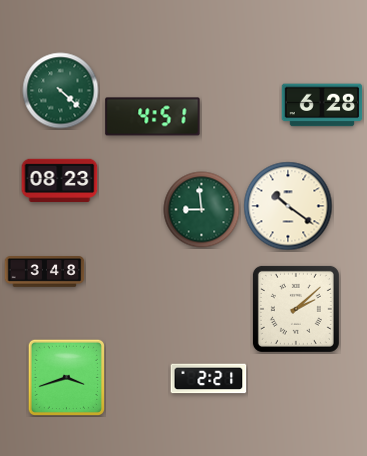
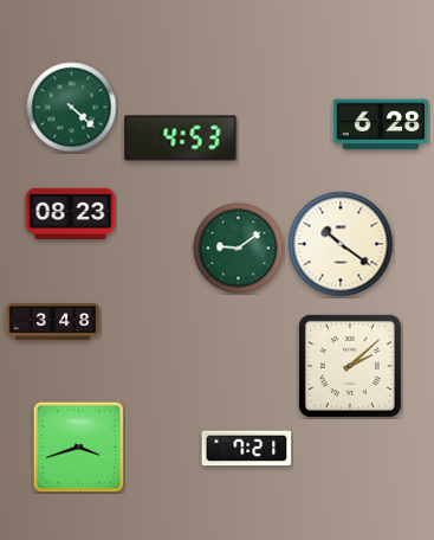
clock at (153, 117): 4:51 -> 4:53
clock at (202, 210): 8:59 -> 9:09
clock at (209, 379): 2:21 -> 7:21
